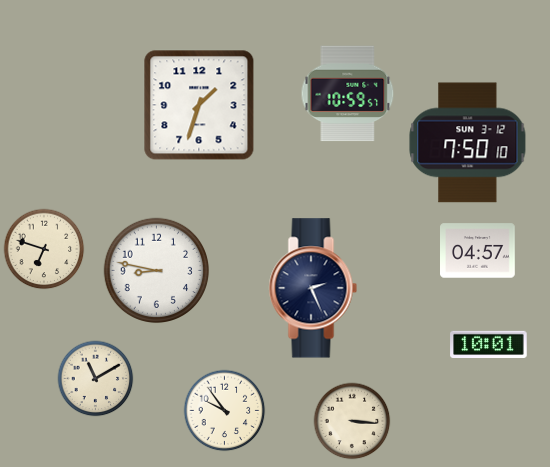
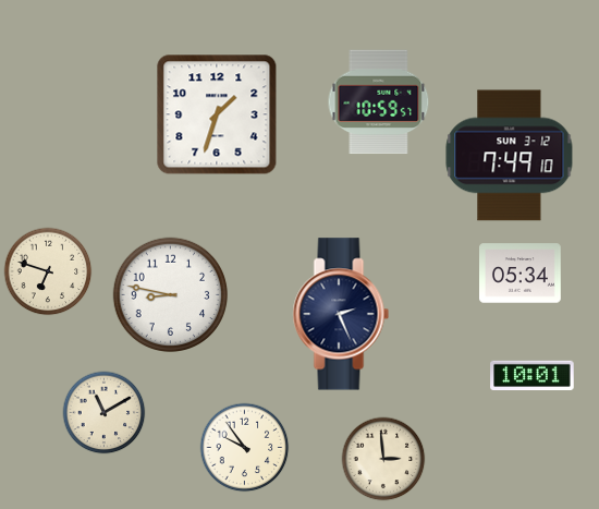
clock at (468, 143): 7:50 -> 7:49
clock at (478, 251): 04:57 -> 05:34
clock at (352, 421): 3:16 -> 2:59
